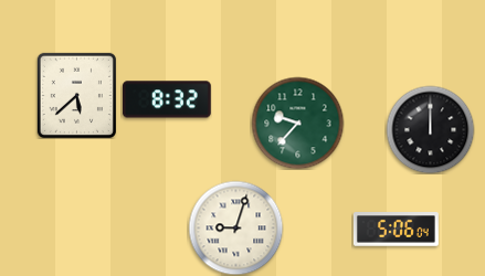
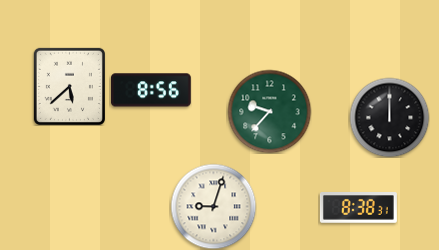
clock at (168, 99): 8:32 -> 8:56
clock at (396, 230): 5:06 -> 8:38
